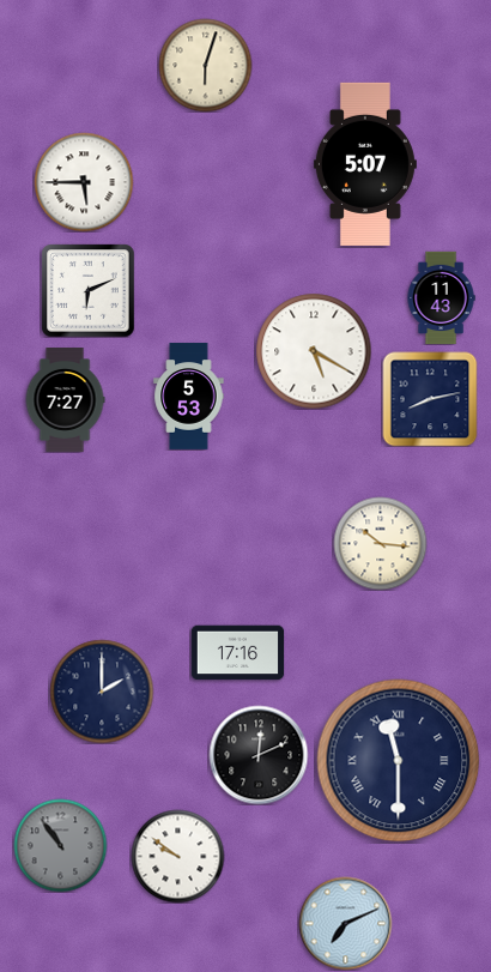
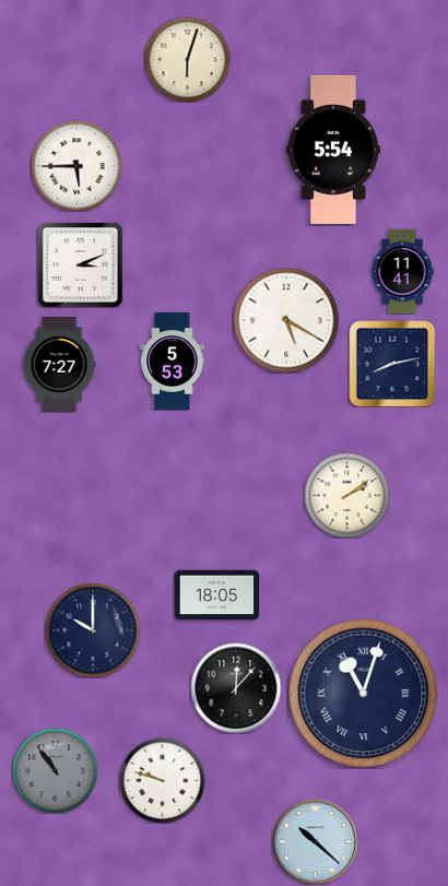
clock at (365, 164): 5:07 -> 5:54
clock at (87, 290): 6:11 -> 3:11
clock at (441, 297): 11:43 -> 11:41
clock at (380, 543): 10:16 -> 2:09
clock at (237, 653): 17:16 -> 18:05
clock at (102, 692): 2:00 -> 10:00
clock at (259, 755): 12:11 -> 12:07
clock at (399, 761): 11:30 -> 11:03
clock at (177, 856): 9:51 -> 9:48
clock at (345, 923): 7:11 -> 10:22
